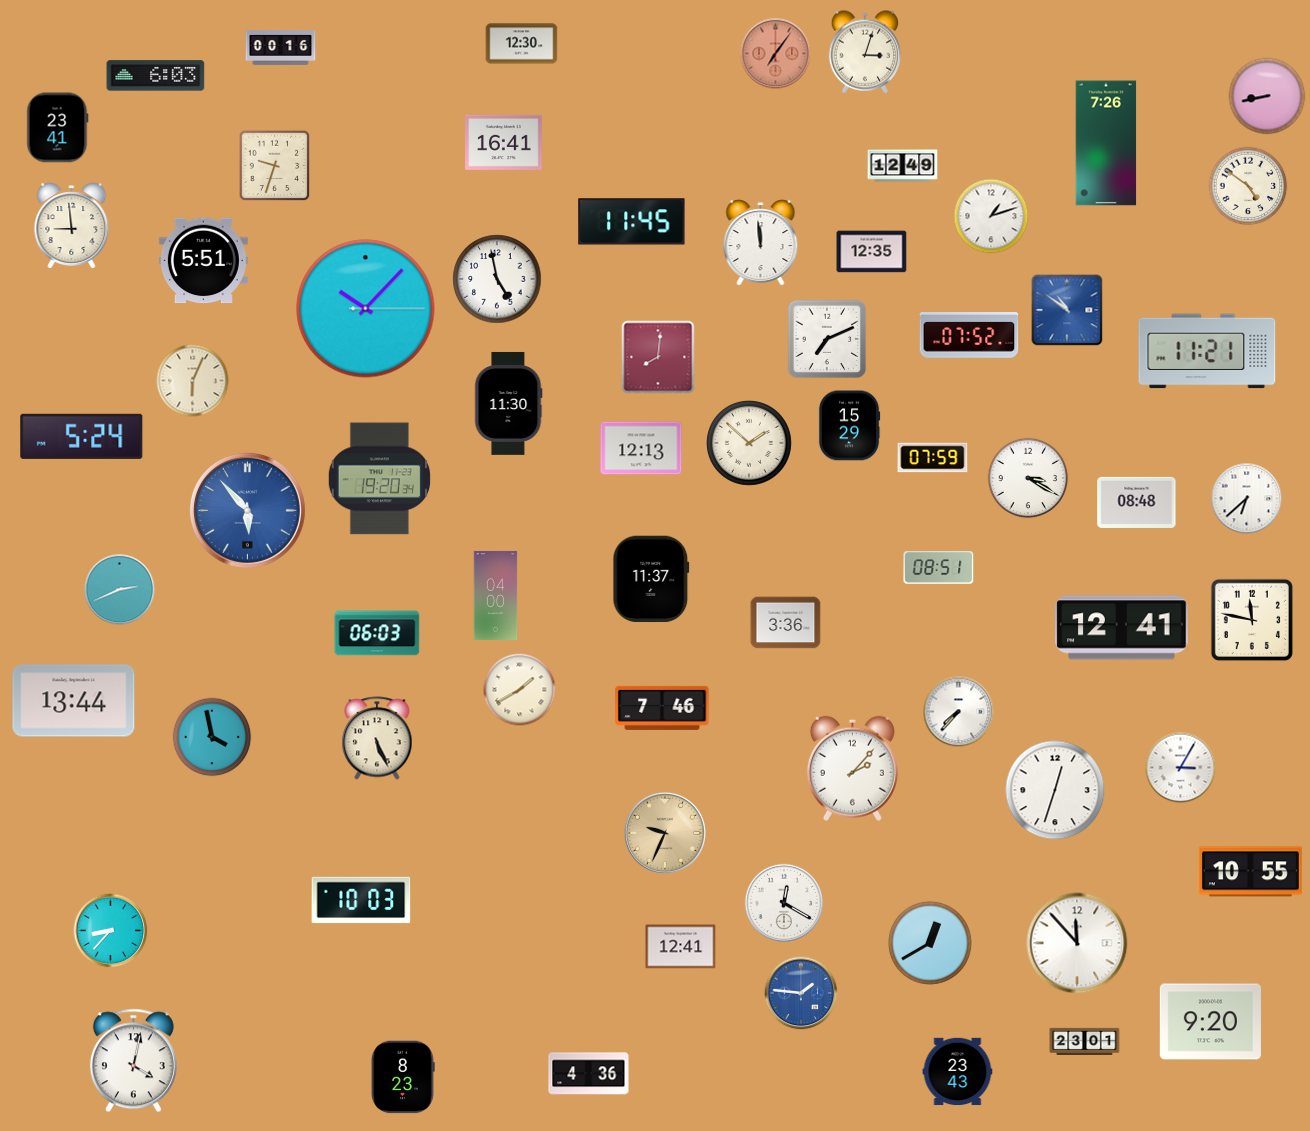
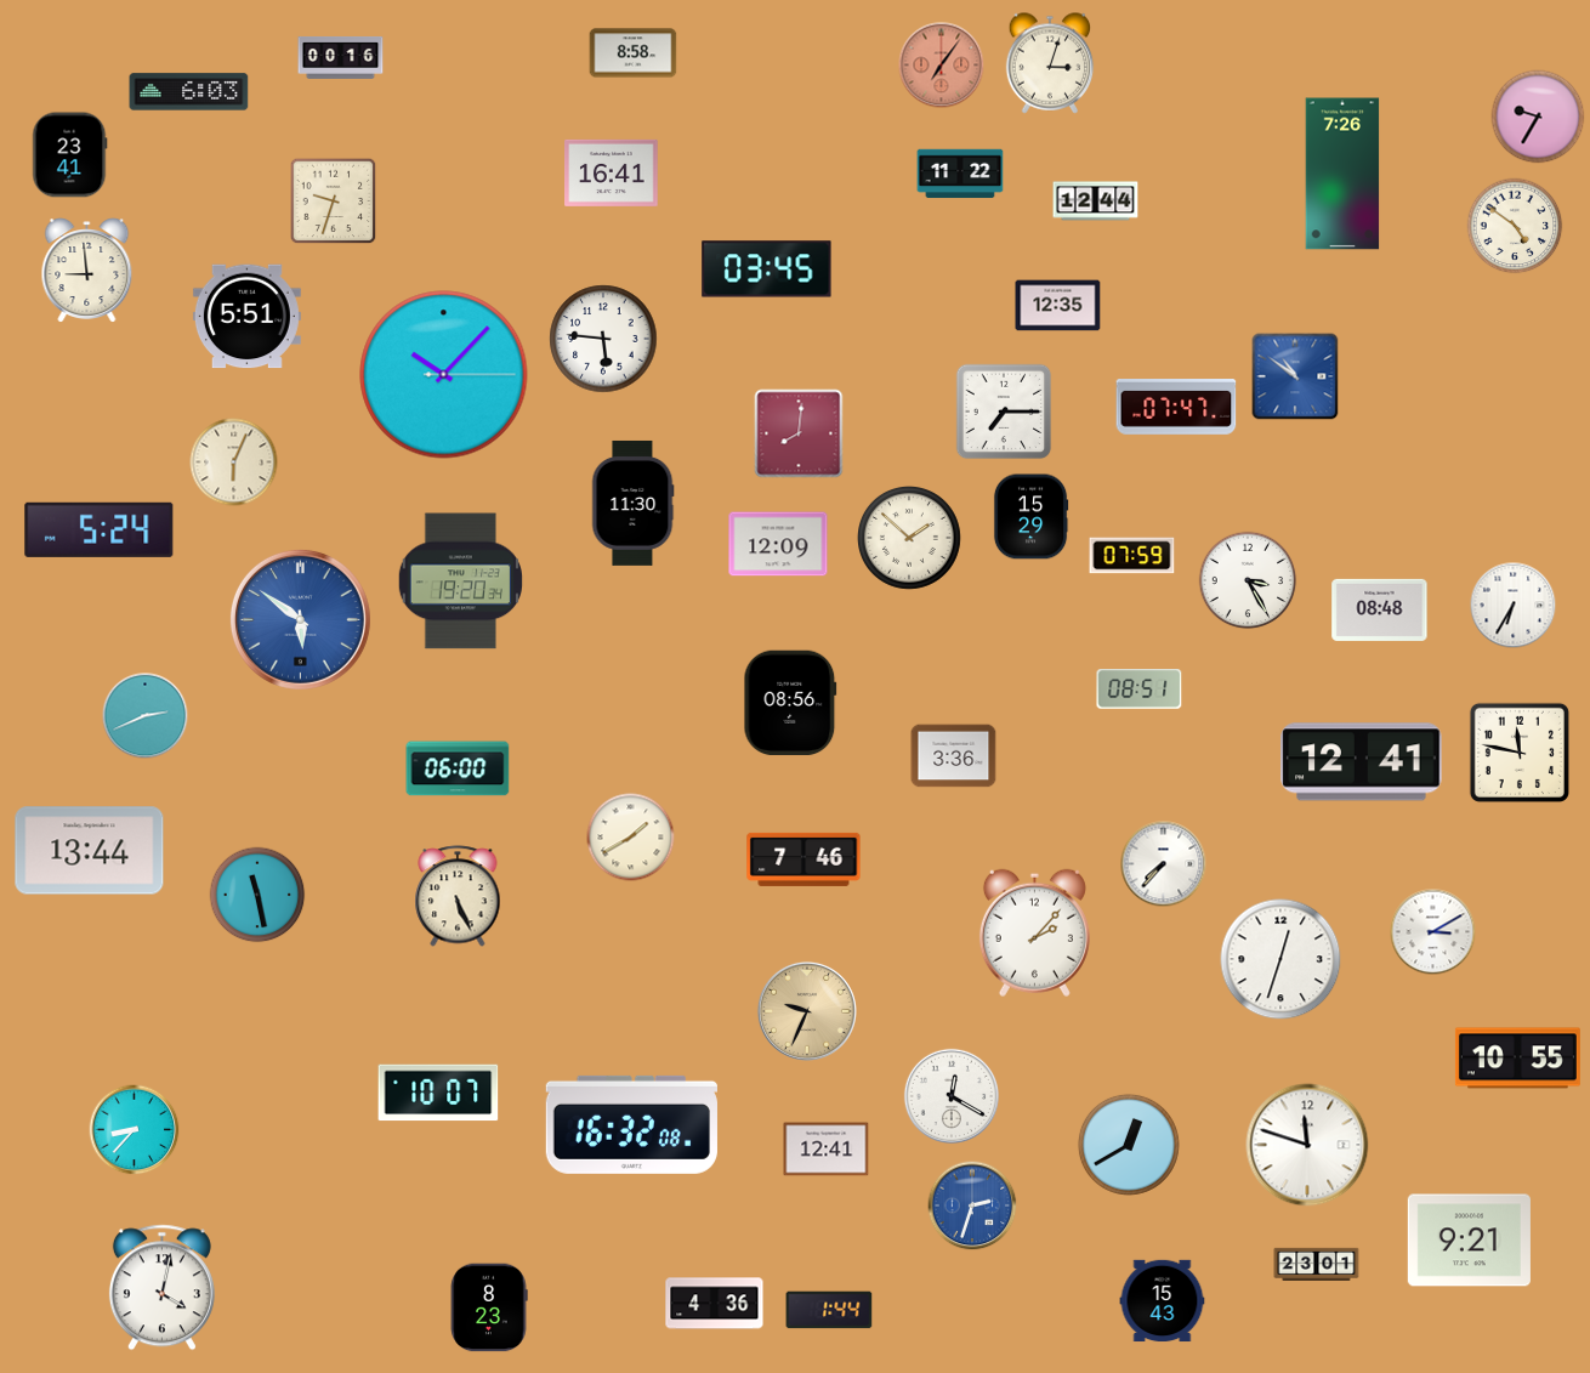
clock at (522, 44): 12:30 -> 8:58
clock at (1267, 96): 8:43 -> 9:35
clock at (960, 174): none -> 11:22
clock at (903, 166): 12:49 -> 12:44
clock at (991, 216): 1:12 -> none
clock at (632, 222): 11:45 -> 03:45
clock at (72, 226) position: (72, 226) -> (87, 271)
clock at (761, 243): 11:59 -> none
clock at (497, 279): 4:58 -> 5:46
clock at (969, 336): 07:52 -> 07:47
clock at (827, 339): 7:11 -> 7:15
clock at (1207, 351): 11:21 -> none
clock at (508, 403) position: (508, 403) -> (632, 503)
clock at (641, 448): 12:13 -> 12:09
clock at (1028, 478): 3:20 -> 3:25
clock at (1247, 499): 6:38 -> 6:35
clock at (247, 510): 5:53 -> 5:51
clock at (651, 579): 11:37 -> 08:56
clock at (496, 595): 04:00 -> none
clock at (377, 633): 06:03 -> 06:00
clock at (212, 737): 3:58 -> 11:28
clock at (1181, 768): 3:05 -> 3:10
clock at (361, 900): 10:03 -> 10:07
clock at (631, 1124): none -> 16:32
clock at (1077, 943): 11:53 -> 11:48
clock at (801, 993): 1:46 -> 2:33
clock at (1210, 1022): 9:20 -> 9:21
clock at (958, 1072): 23:43 -> 15:43
clock at (829, 1310): none -> 1:44
